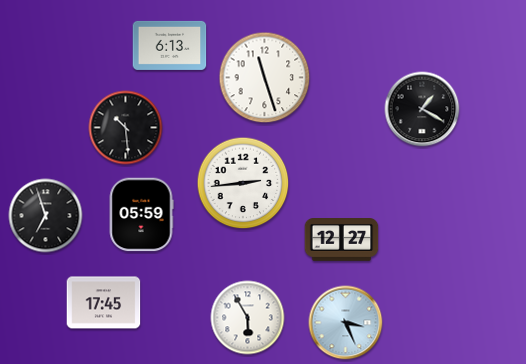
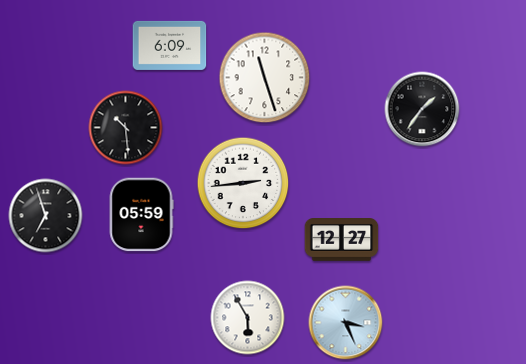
clock at (170, 45): 6:13 -> 6:09
clock at (422, 109): 1:20 -> 1:36
clock at (104, 303): 17:45 -> none
